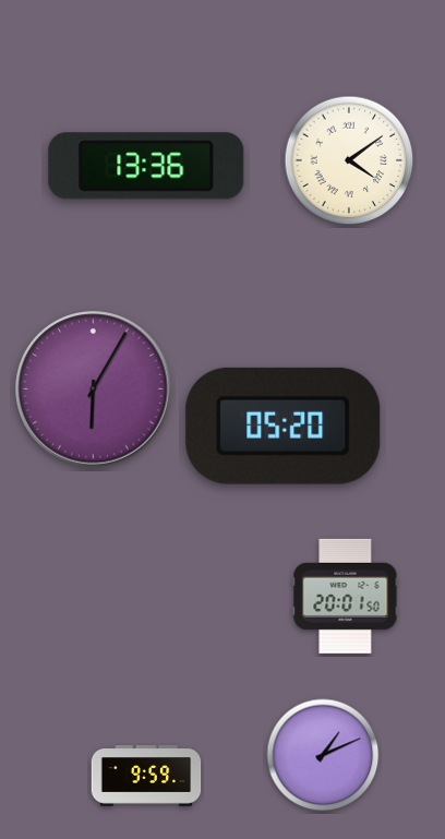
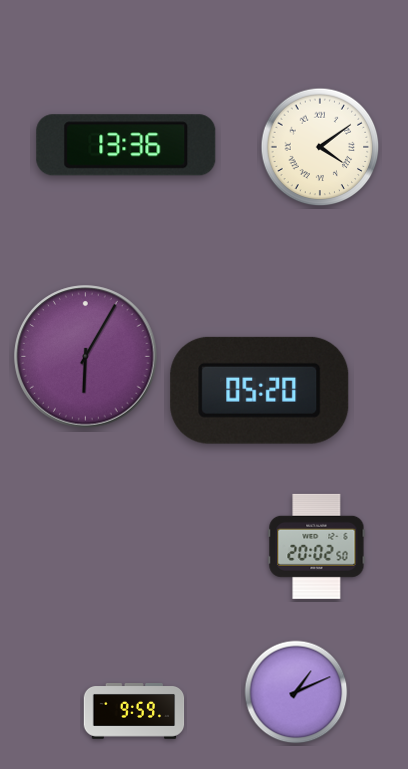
clock at (146, 166) position: (146, 166) -> (126, 145)
clock at (346, 596): 20:01 -> 20:02
